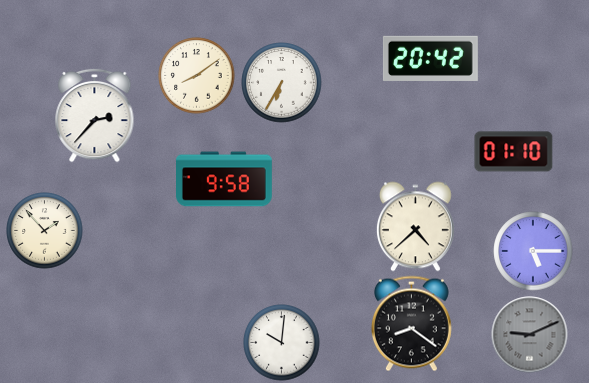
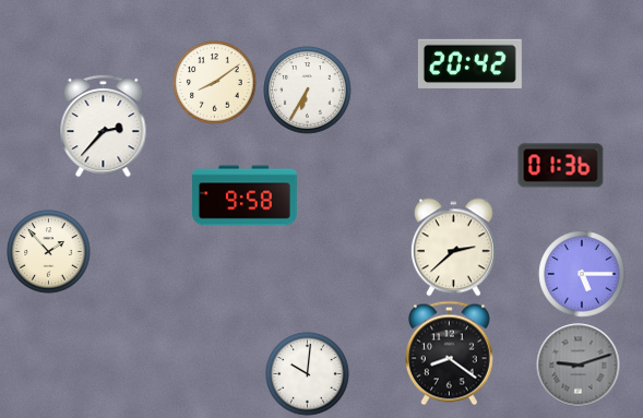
clock at (514, 152): 01:10 -> 01:36
clock at (415, 227): 4:38 -> 2:38
clock at (530, 335): 9:11 -> 9:12
